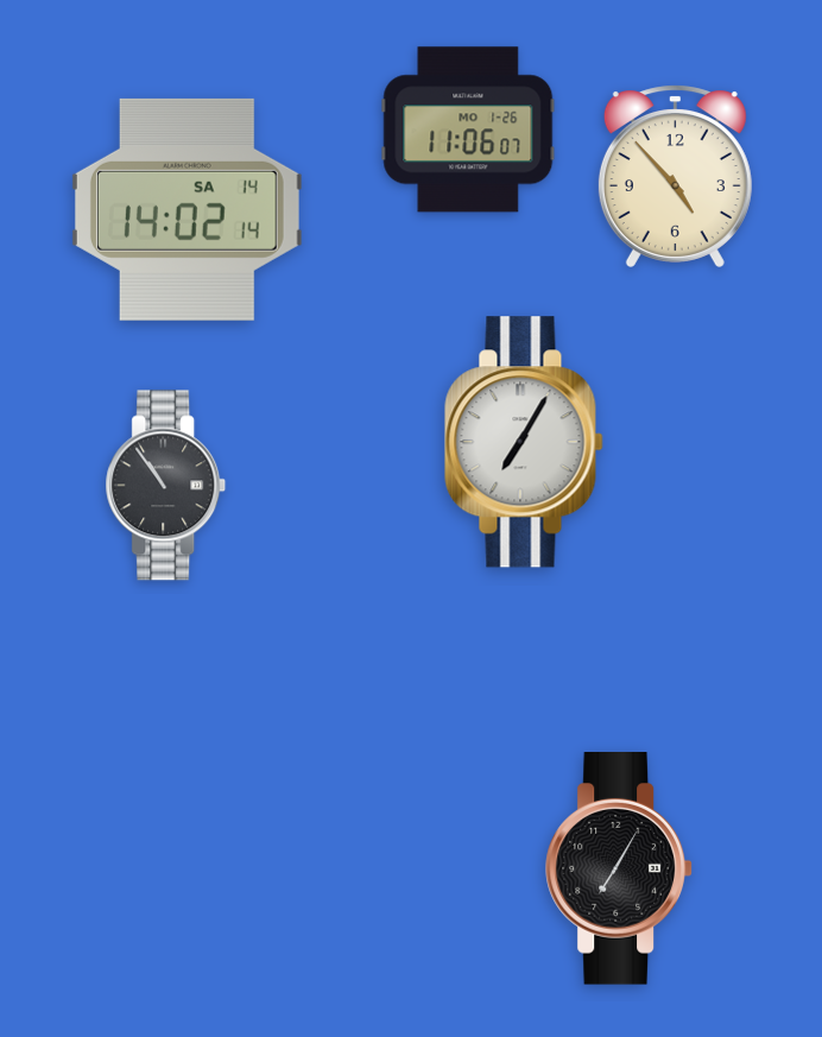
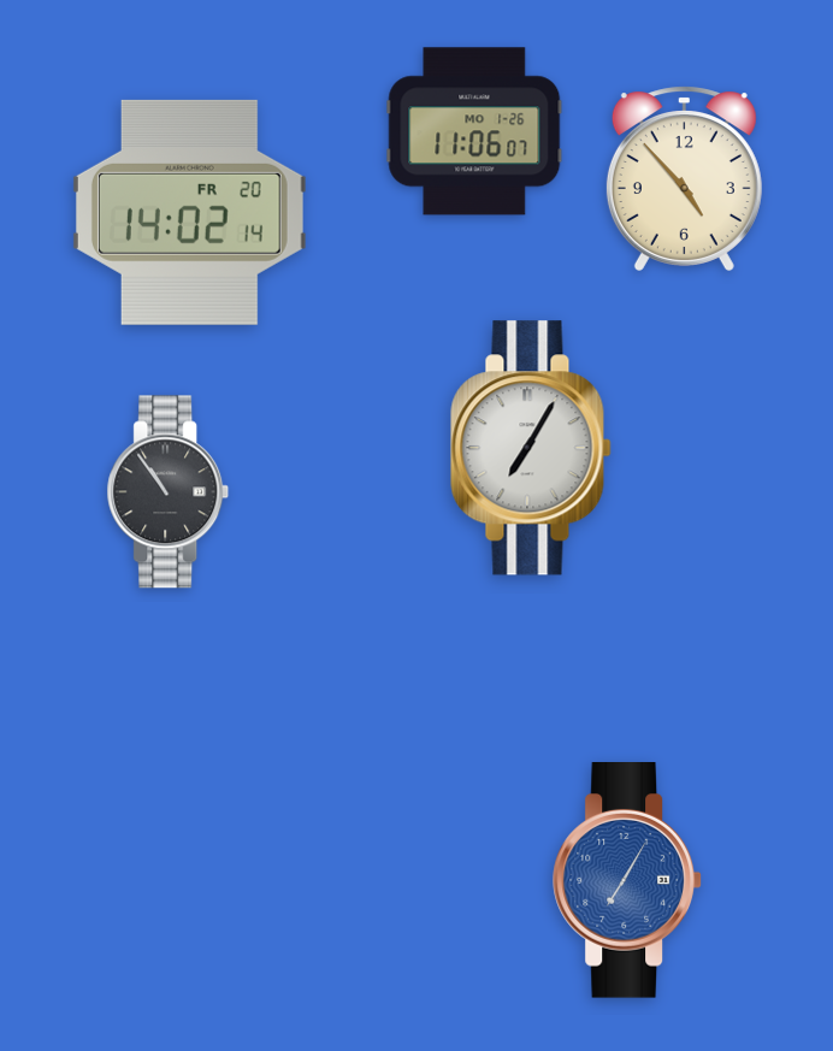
clock at (186, 209) date: SA 14 -> FR 20
clock at (619, 868) dial: black -> blue
